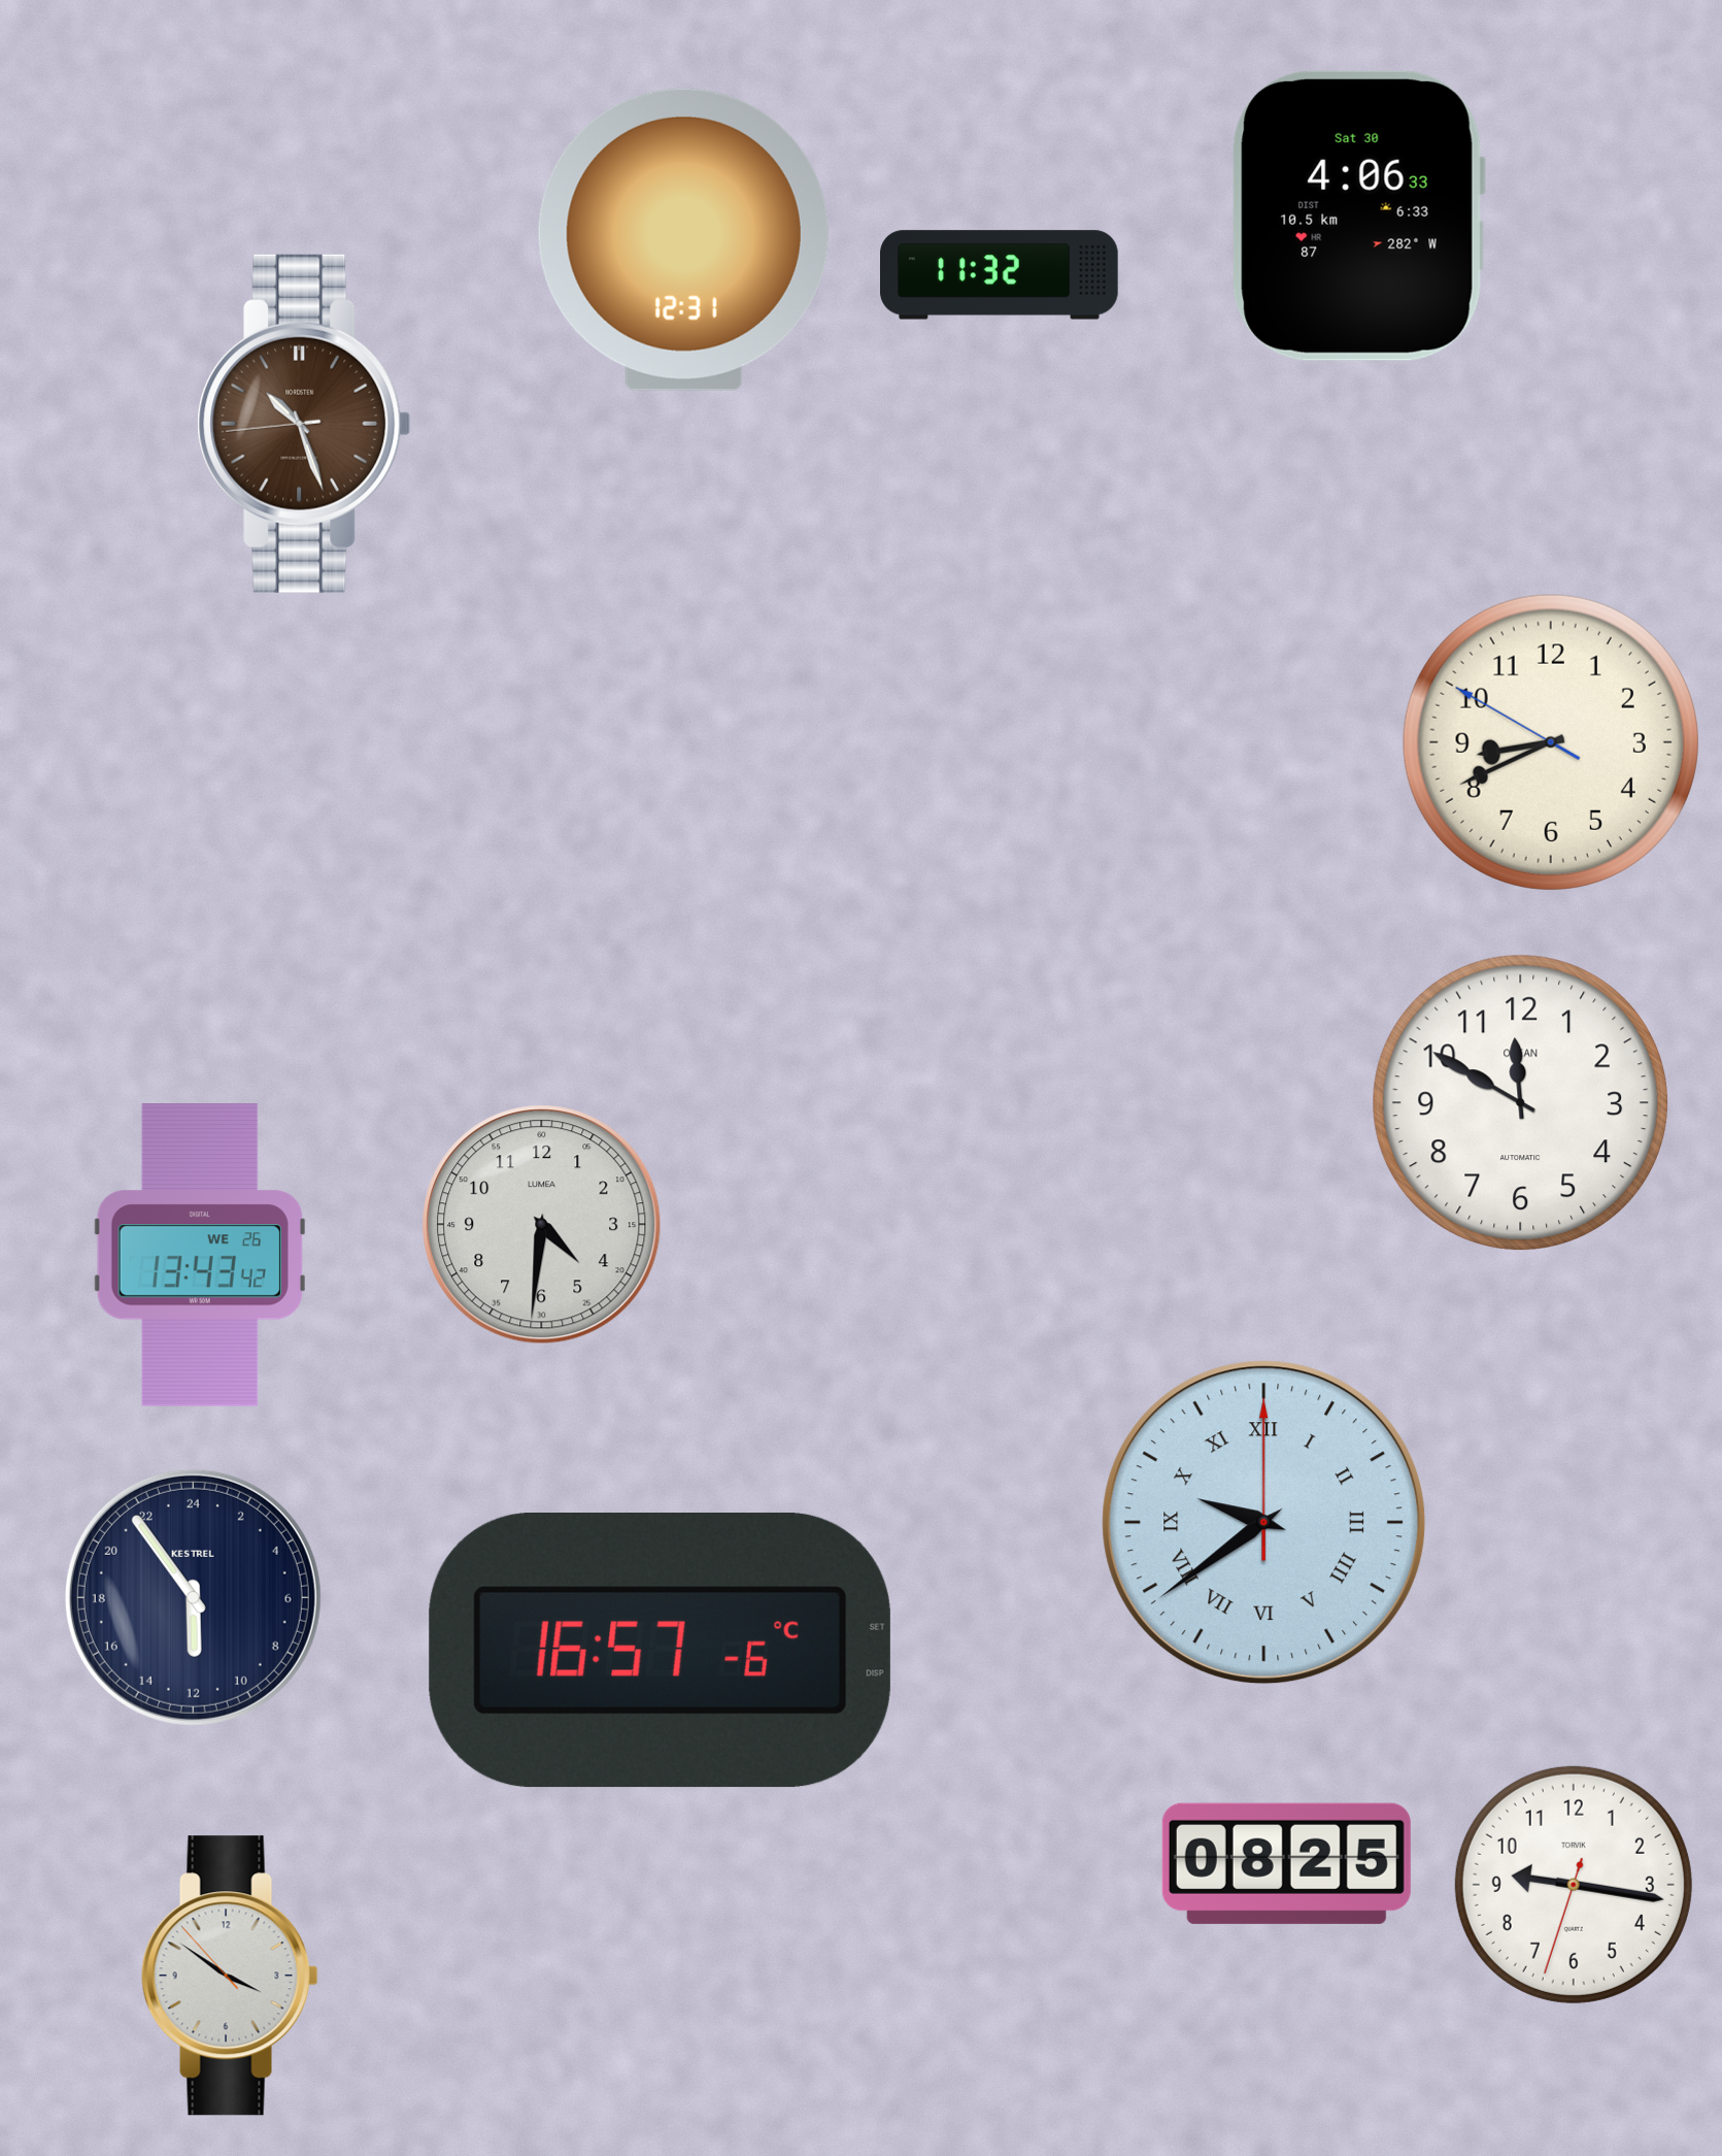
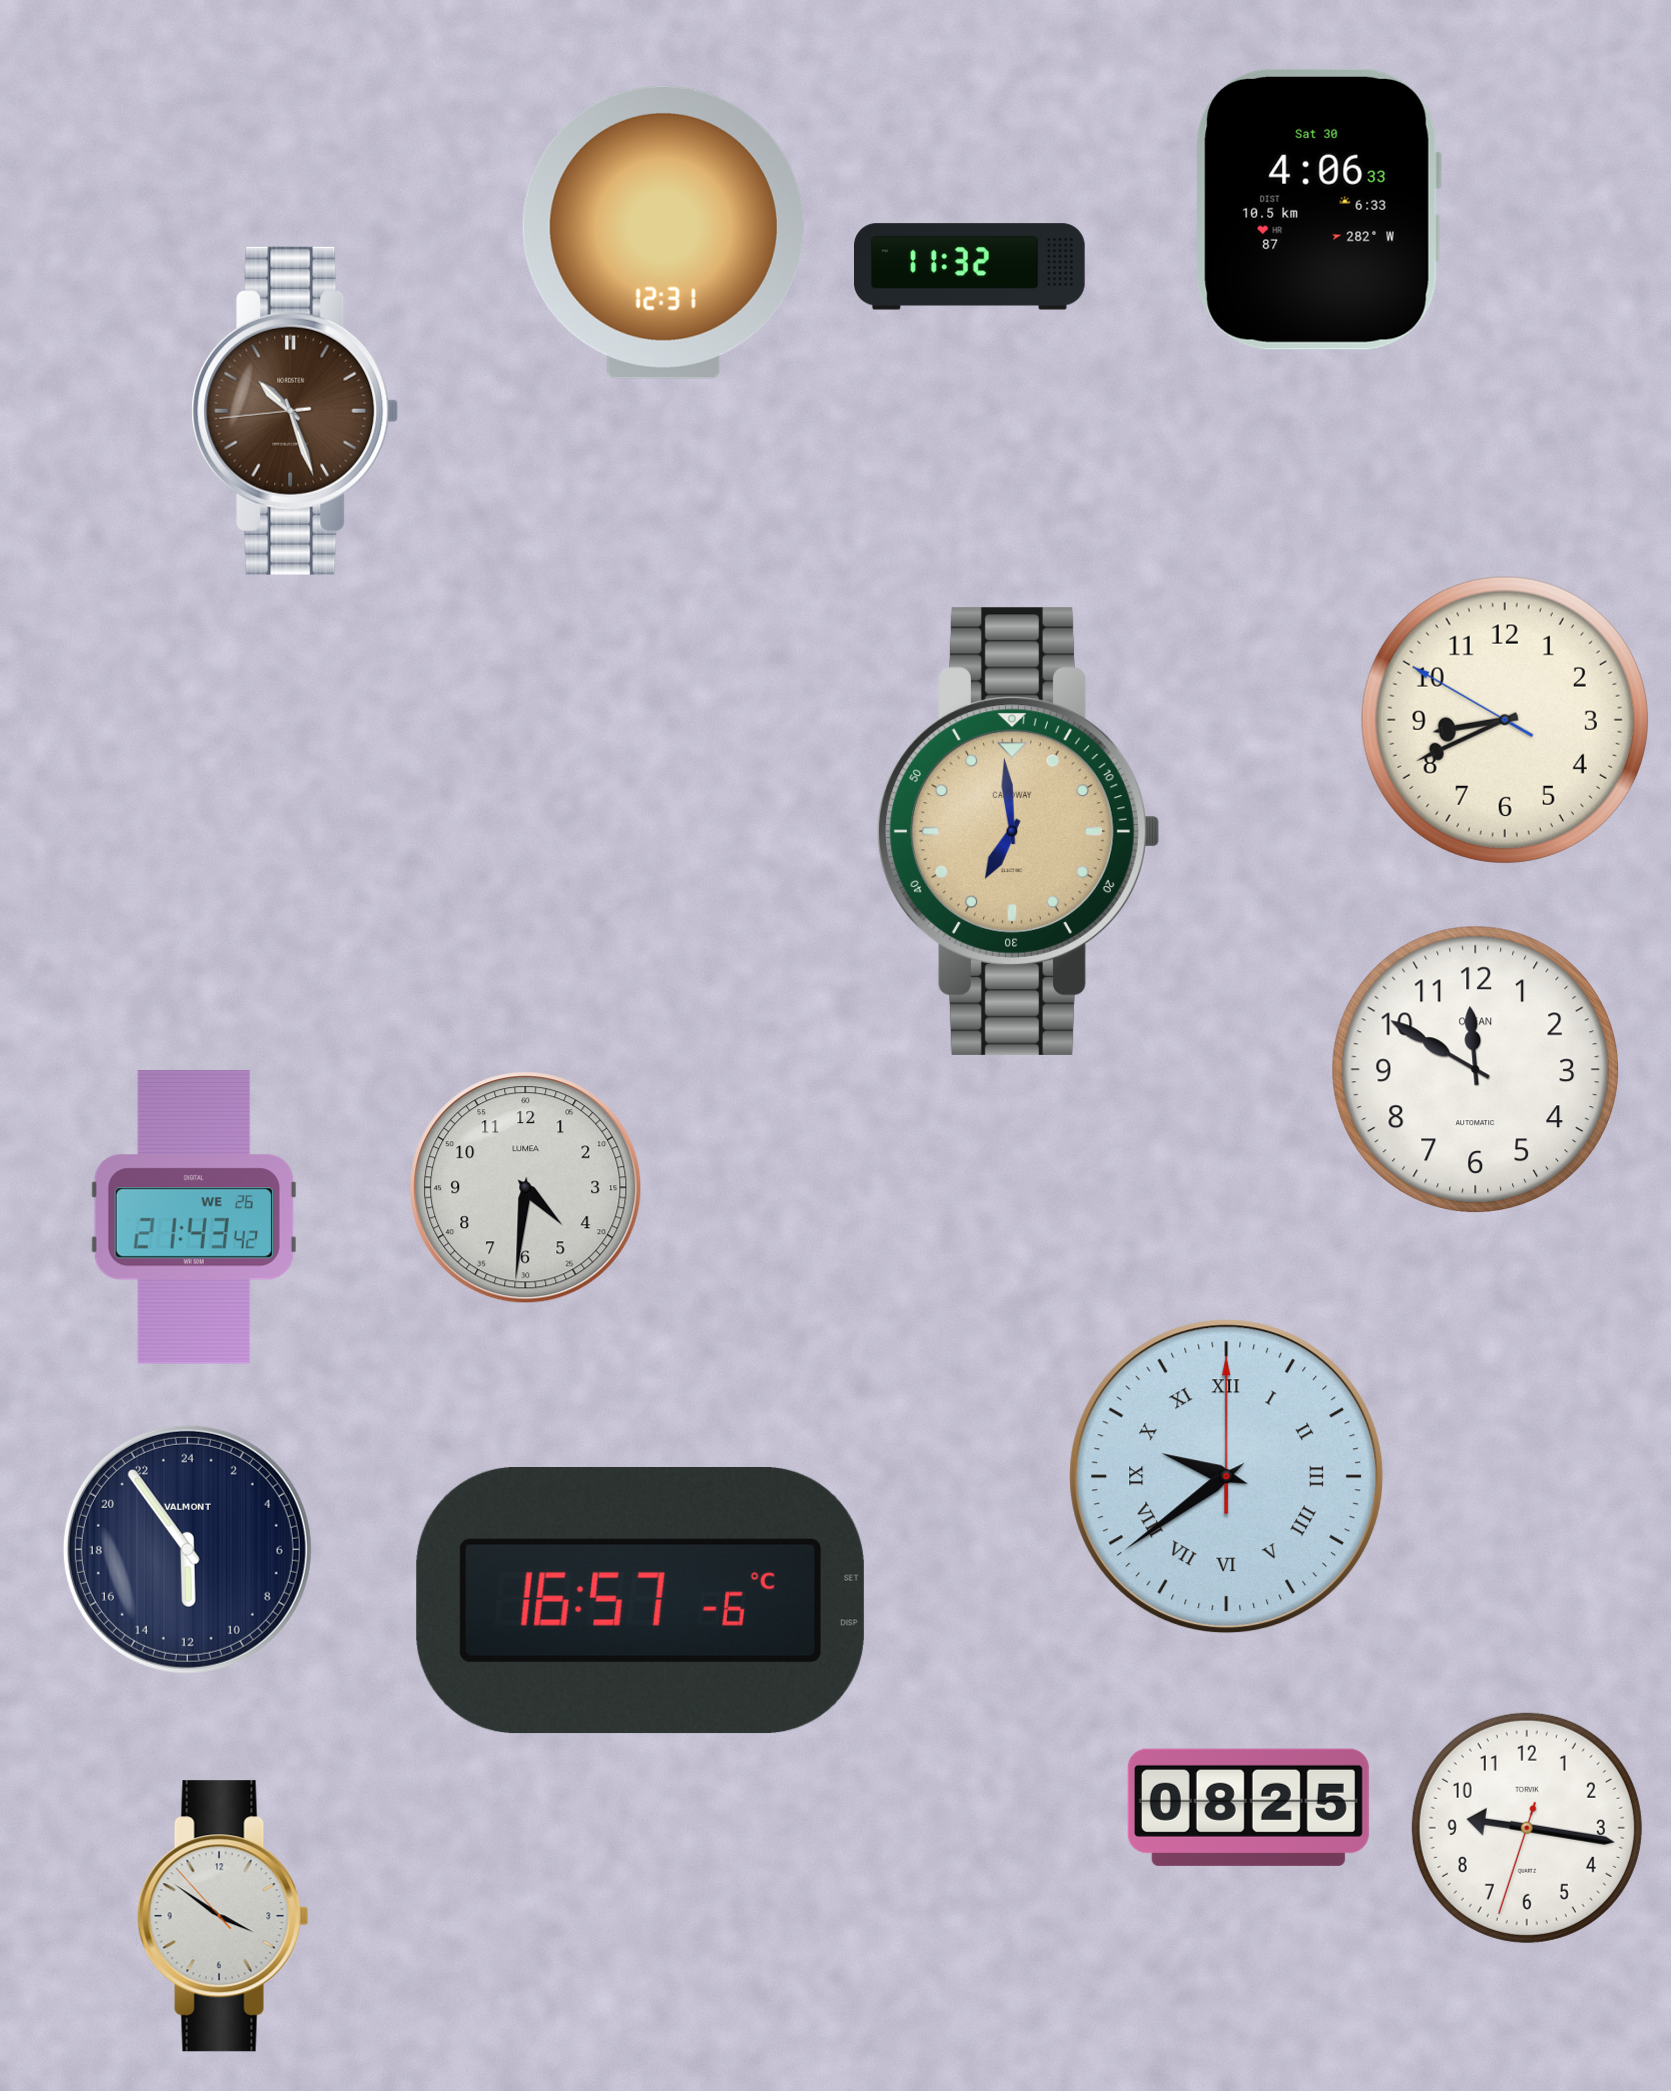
clock at (1018, 831): none -> 6:59
clock at (200, 1256): 13:43 -> 21:43
clock at (193, 1597) brand: KESTREL -> VALMONT
